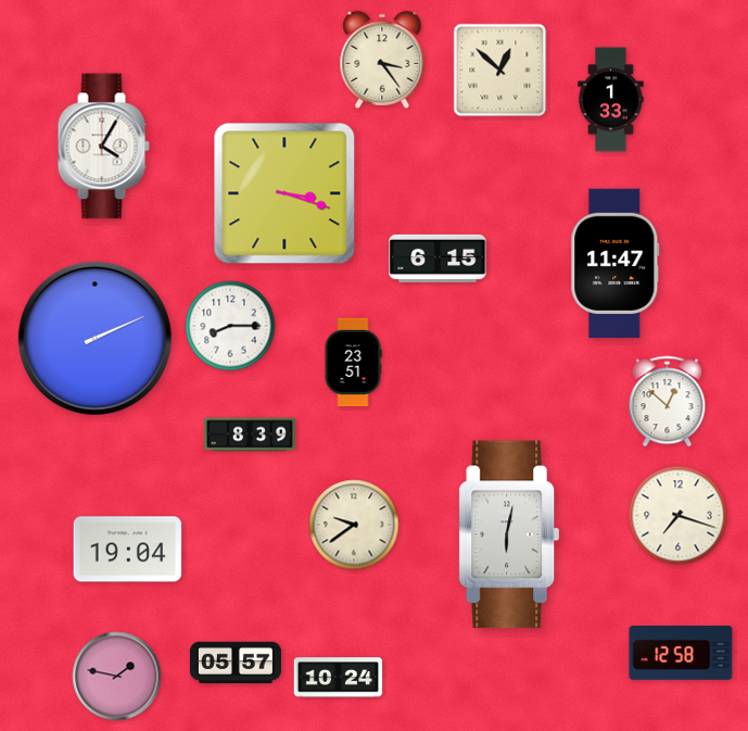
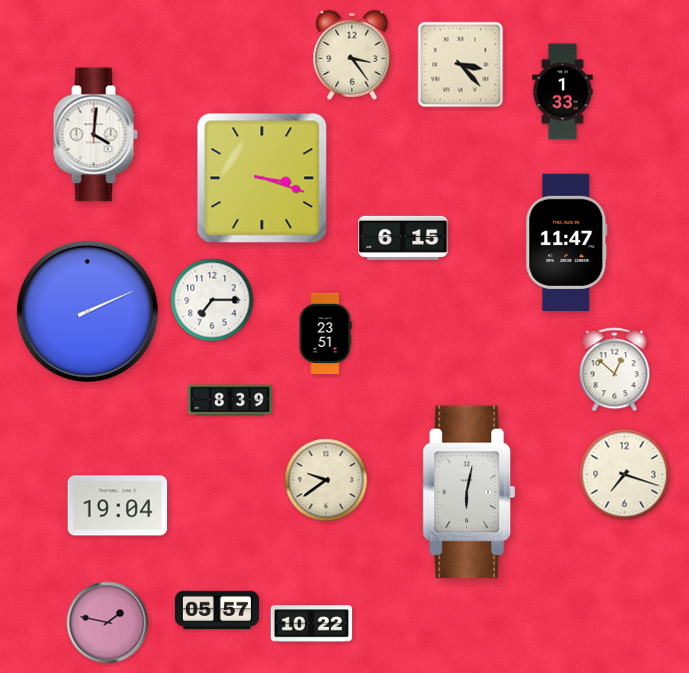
clock at (500, 71): 12:52 -> 3:23
clock at (103, 147): 4:05 -> 4:01
clock at (230, 326): 8:15 -> 7:15
clock at (354, 525) position: (354, 525) -> (326, 480)
clock at (681, 653): 12:58 -> none
clock at (339, 678): 10:24 -> 10:22
